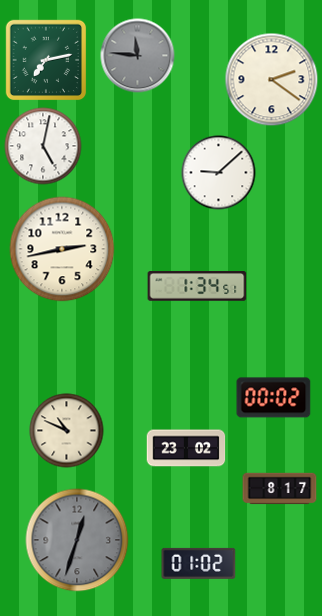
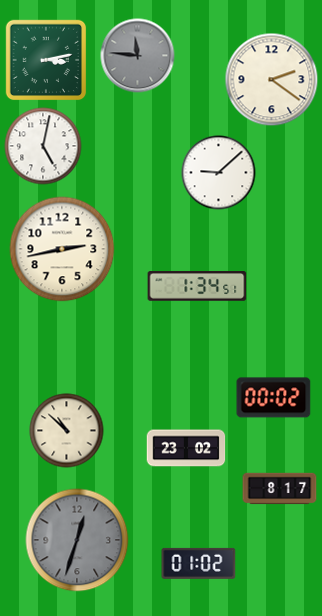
clock at (46, 60): 7:13 -> 3:13
clock at (67, 431): 10:49 -> 10:52
